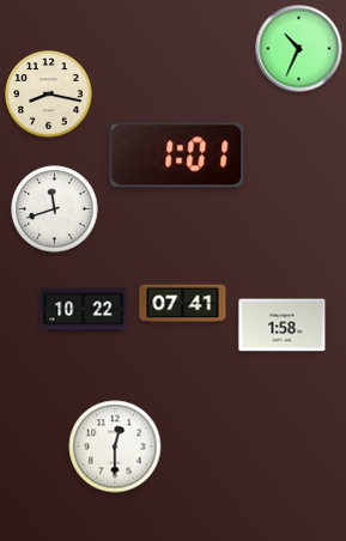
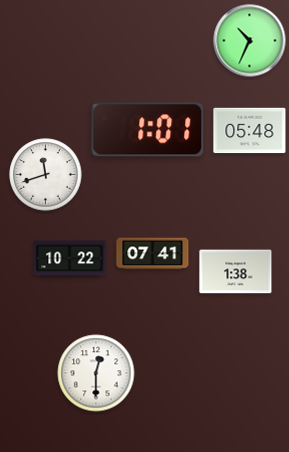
clock at (49, 95): 8:17 -> none
clock at (250, 131): none -> 05:48
clock at (283, 326): 1:58 -> 1:38
